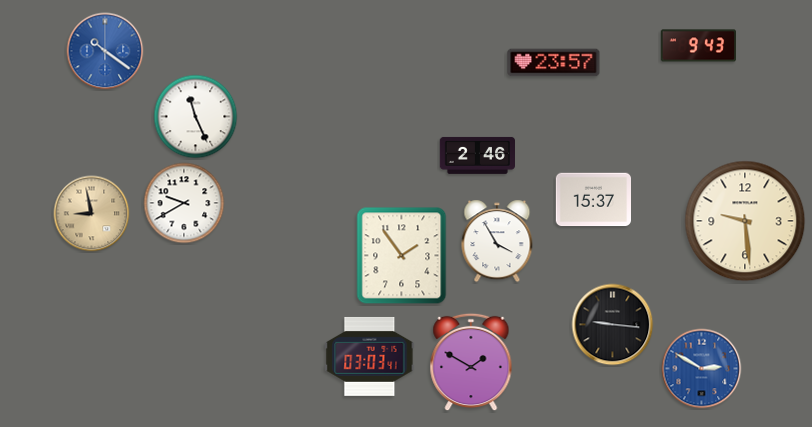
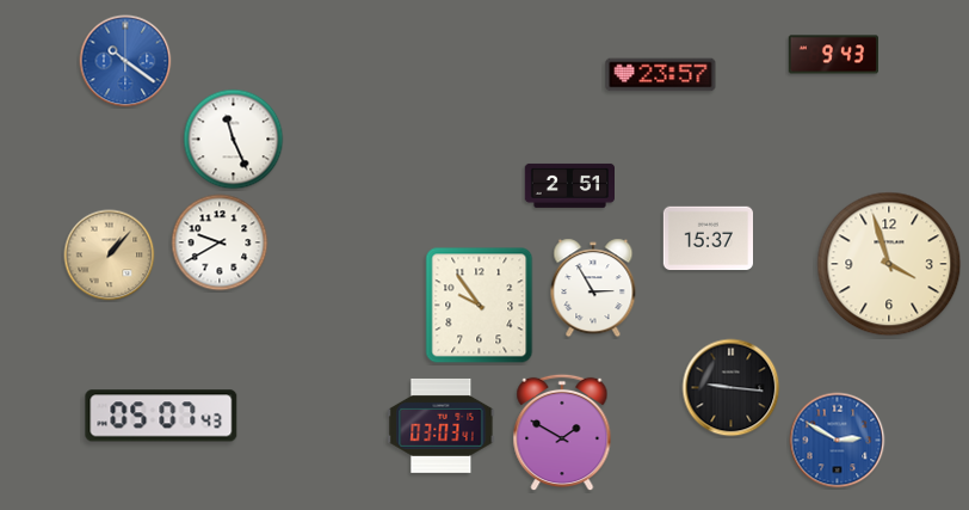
clock at (477, 155): 2:46 -> 2:51
clock at (92, 214): 8:58 -> 1:07
clock at (745, 221): 9:29 -> 3:57
clock at (497, 241): 3:55 -> 2:55
clock at (402, 256): 1:54 -> 9:54
clock at (161, 416): none -> 05:07
